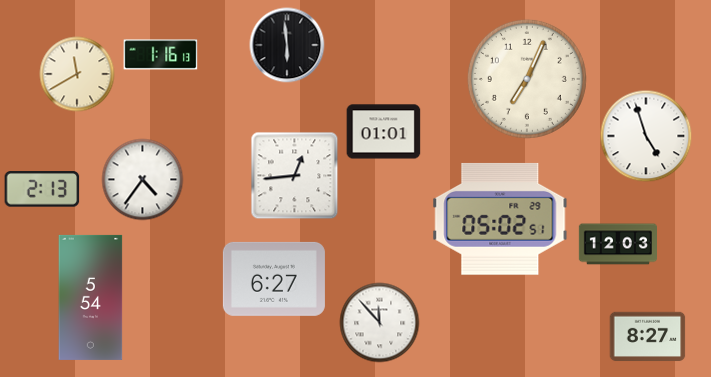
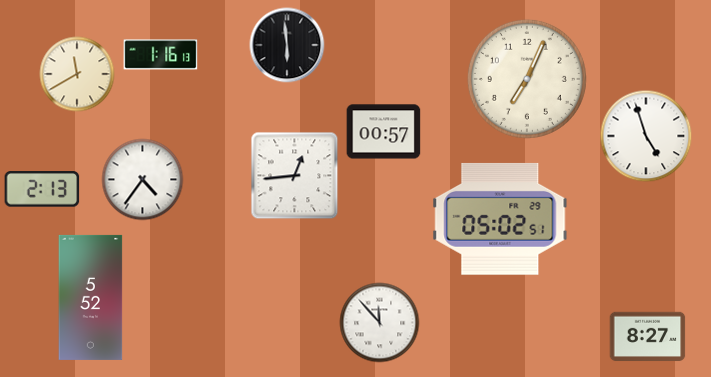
clock at (384, 132): 01:01 -> 00:57
clock at (617, 244): 12:03 -> none
clock at (274, 279): 6:27 -> none
clock at (91, 297): 5:54 -> 5:52
